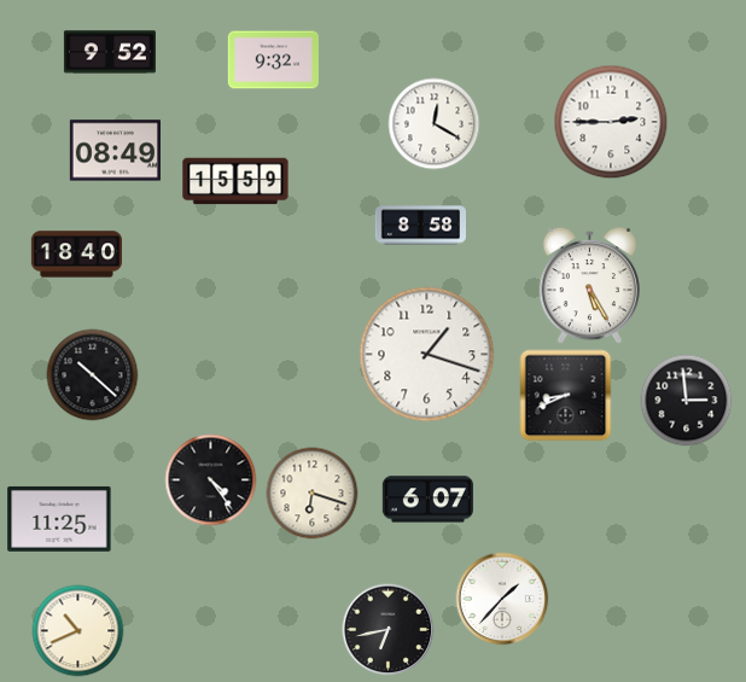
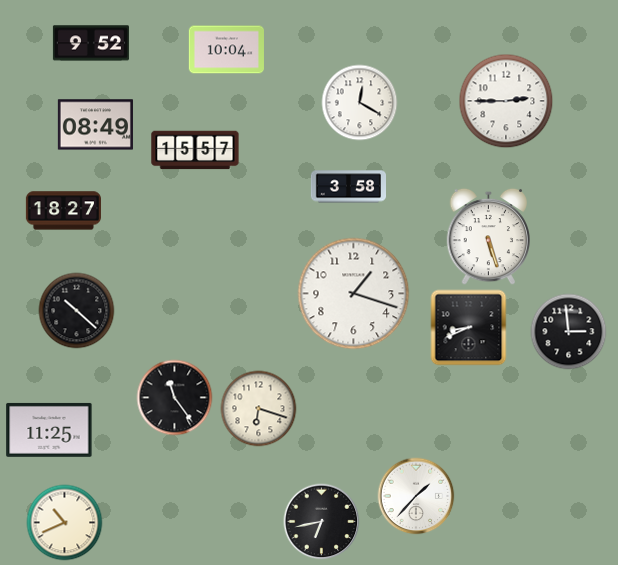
clock at (273, 60): 9:32 -> 10:04
clock at (235, 181): 15:59 -> 15:57
clock at (420, 226): 8:58 -> 3:58
clock at (76, 255): 18:40 -> 18:27
clock at (590, 286): 5:25 -> 5:27
clock at (211, 480): 4:24 -> 11:24
clock at (427, 500): 6:07 -> none
